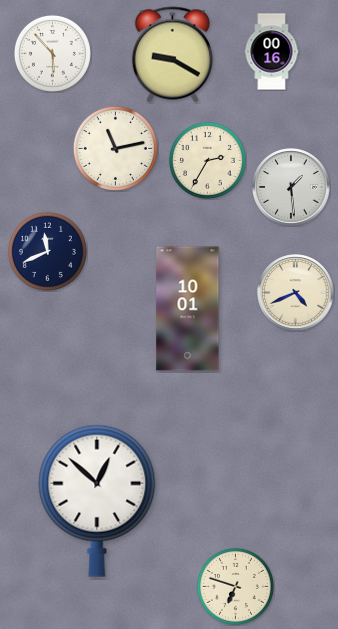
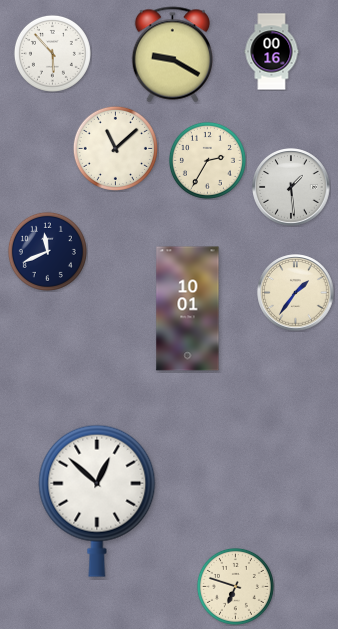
clock at (115, 148): 11:13 -> 11:08
clock at (296, 293): 4:41 -> 1:36
